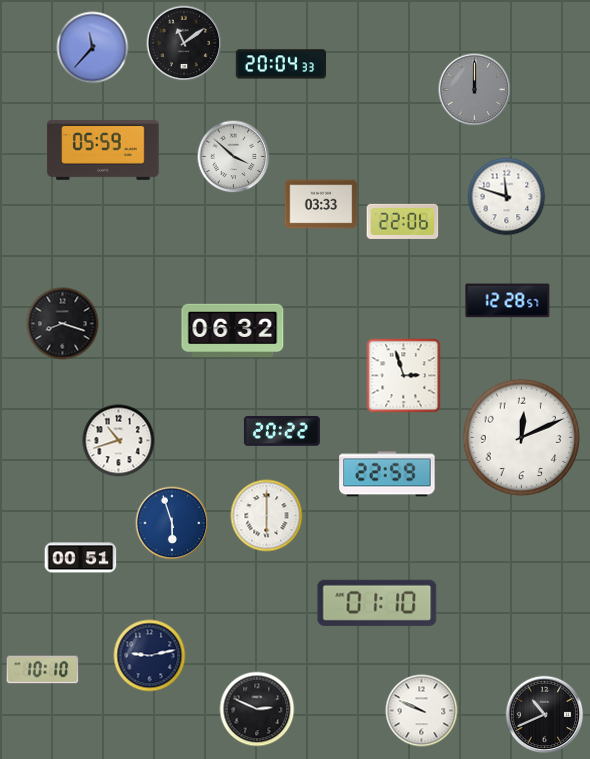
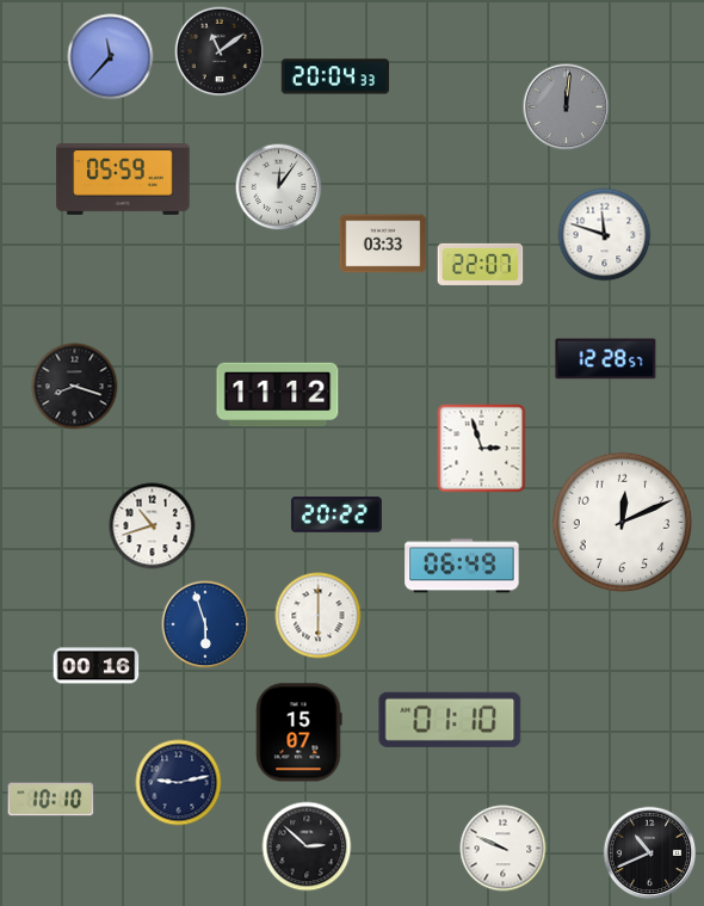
clock at (475, 90): 12:00 -> 12:01
clock at (234, 157): 3:52 -> 12:06
clock at (403, 221): 22:06 -> 22:07
clock at (233, 331): 06:32 -> 11:12
clock at (119, 441) position: (119, 441) -> (153, 526)
clock at (387, 474): 22:59 -> 06:49
clock at (81, 558): 00:51 -> 00:16
clock at (299, 733): none -> 15:07
clock at (257, 709): 2:49 -> 2:52
